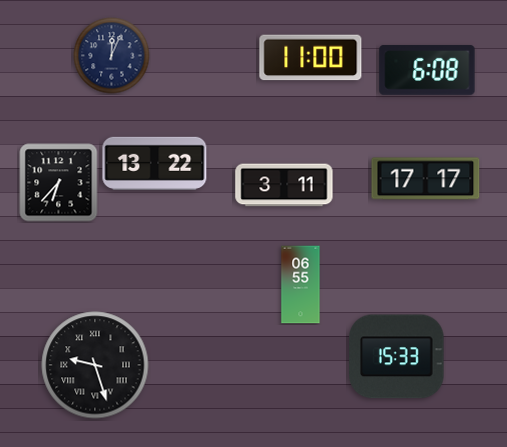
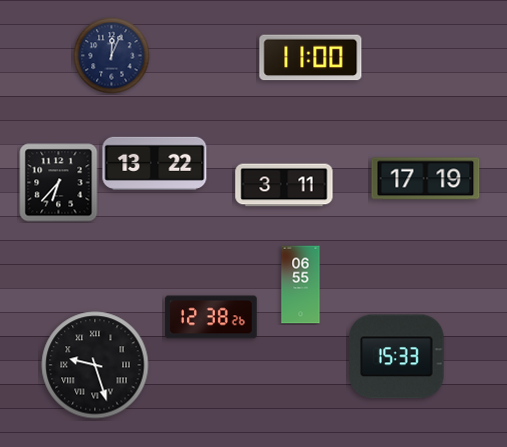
clock at (427, 70): 6:08 -> none
clock at (426, 179): 17:17 -> 17:19
clock at (211, 317): none -> 12:38
